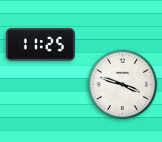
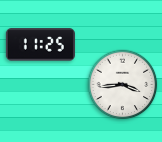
clock at (123, 85): 3:48 -> 3:44
